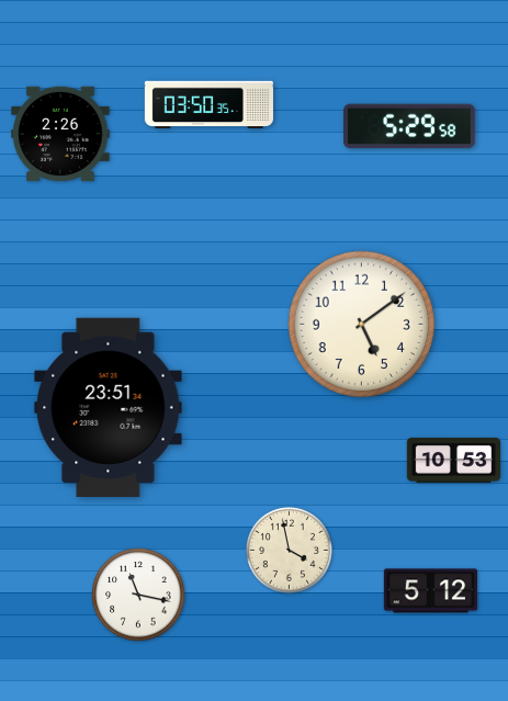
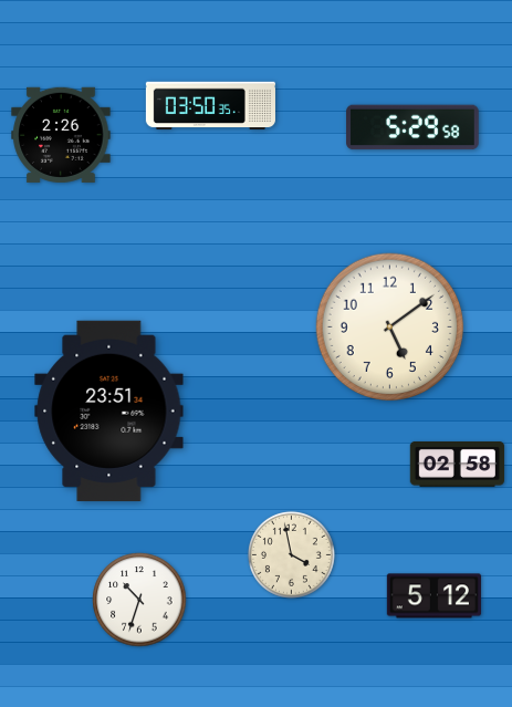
clock at (362, 325) position: (362, 325) -> (390, 327)
clock at (453, 460): 10:53 -> 02:58
clock at (138, 595): 11:17 -> 10:33
